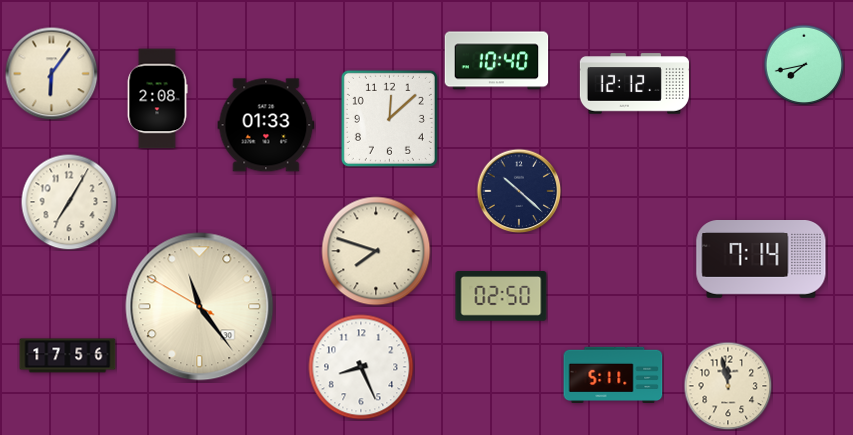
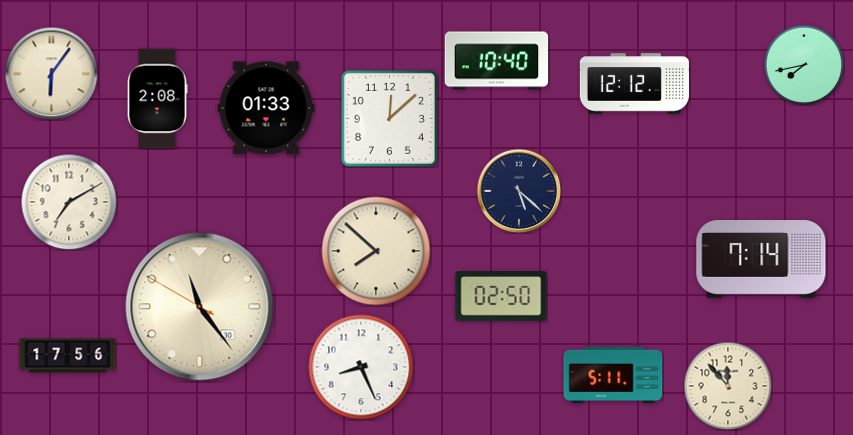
clock at (266, 125) position: (266, 125) -> (266, 108)
clock at (519, 191): 10:22 -> 5:22
clock at (69, 202): 7:05 -> 7:10
clock at (376, 251): 7:48 -> 7:52
clock at (728, 386): 11:58 -> 11:53
